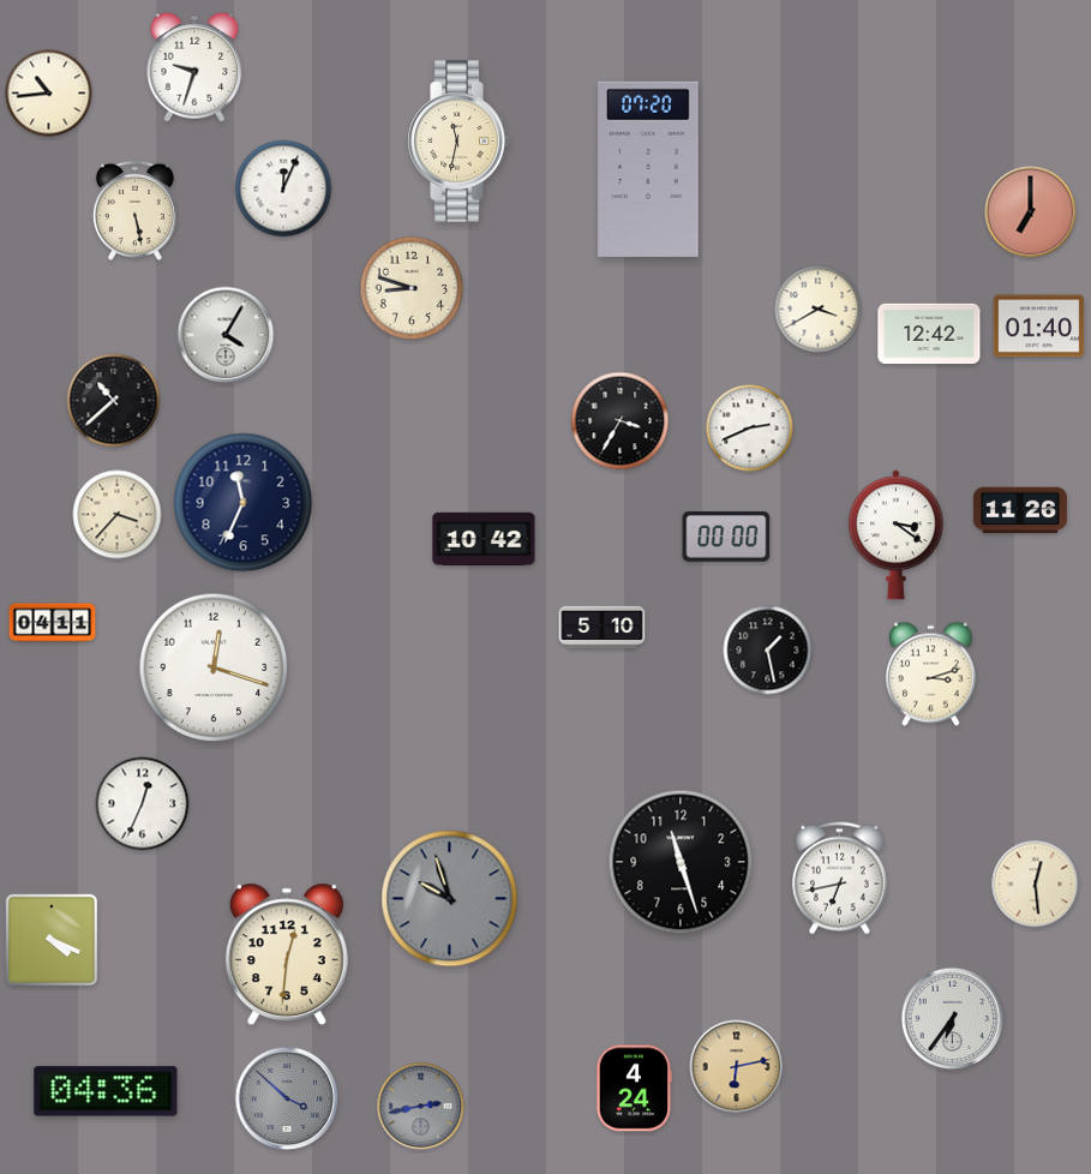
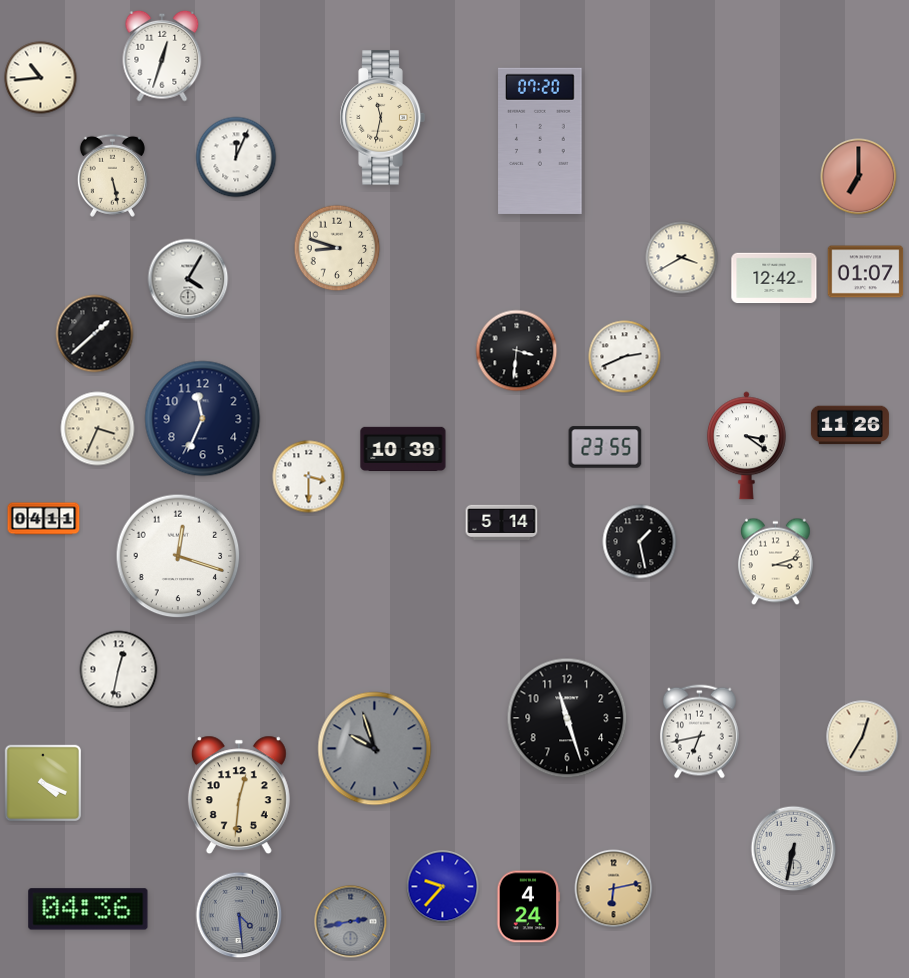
clock at (194, 67): 9:33 -> 12:33
clock at (412, 288) position: (412, 288) -> (337, 248)
clock at (1039, 327): 01:40 -> 01:07
clock at (114, 401): 10:38 -> 1:38
clock at (621, 421): 3:35 -> 3:31
clock at (118, 515): 3:37 -> 3:34
clock at (726, 537): 00:00 -> 23:55
clock at (484, 538): 10:42 -> 10:39
clock at (309, 477): none -> 3:30
clock at (603, 627): 5:10 -> 5:14
clock at (143, 804): 12:34 -> 12:32
clock at (1036, 885): 12:29 -> 12:35
clock at (953, 1019): 6:36 -> 6:32
clock at (443, 887): none -> 9:37
clock at (287, 1098): 3:52 -> 4:29
